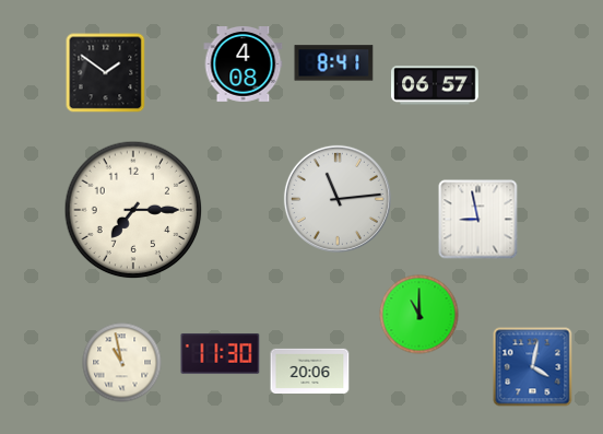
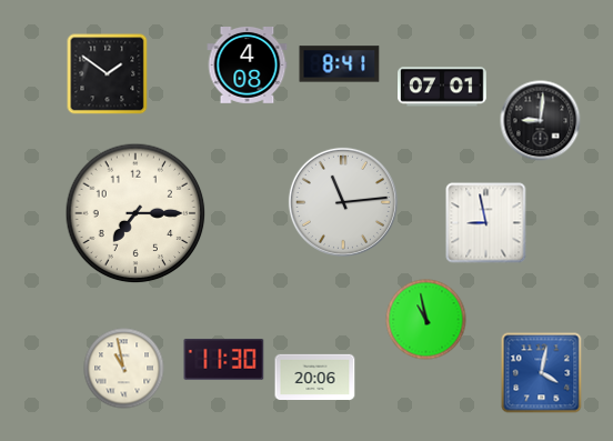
clock at (436, 85): 06:57 -> 07:01
clock at (541, 121): none -> 9:01
clock at (419, 315): 11:00 -> 10:58
